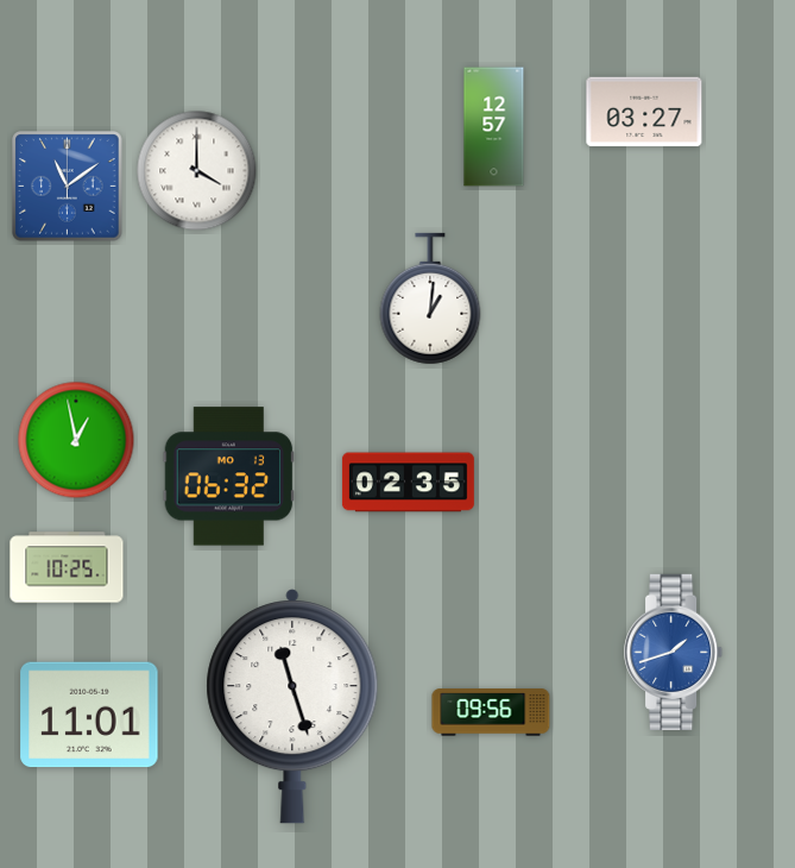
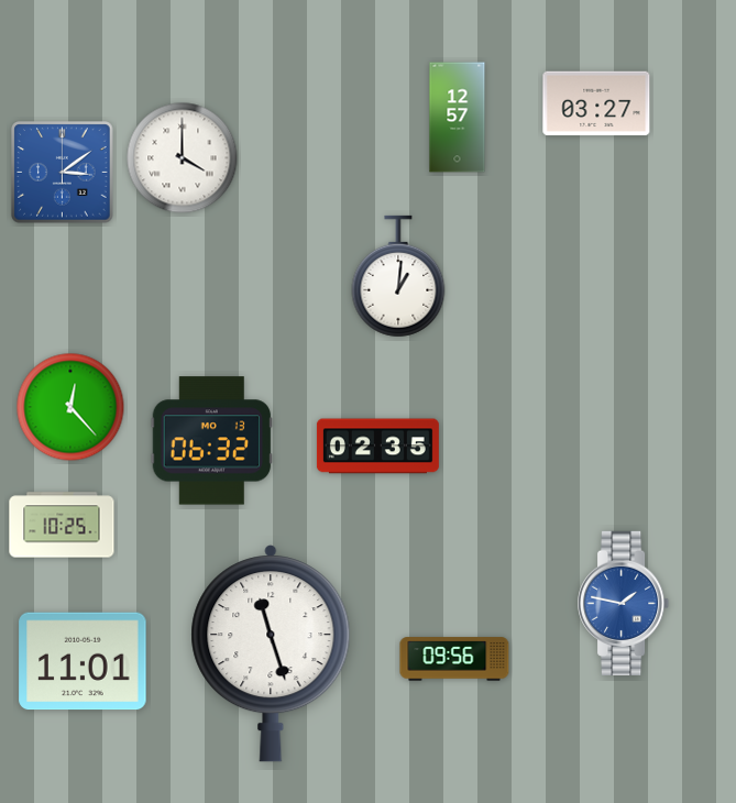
clock at (68, 187): 11:09 -> 3:09
clock at (76, 440): 12:58 -> 12:23
clock at (675, 652): 1:42 -> 1:47
